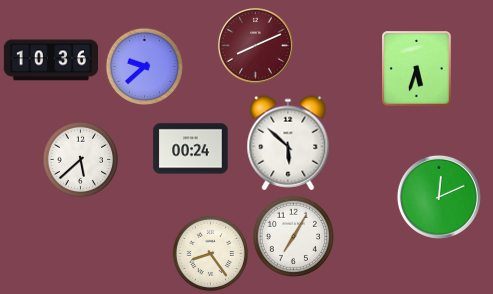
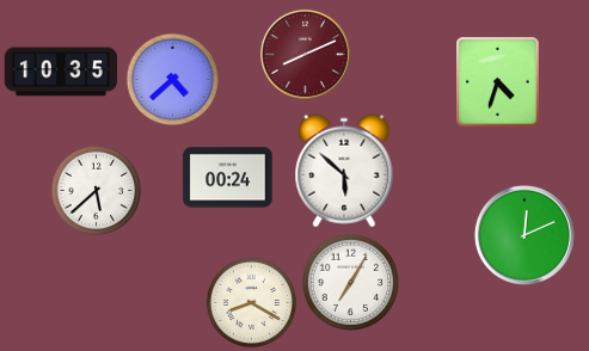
clock at (50, 60): 10:36 -> 10:35
clock at (145, 67): 9:38 -> 4:38
clock at (417, 69): 5:33 -> 4:33
clock at (211, 254): 8:24 -> 8:20
